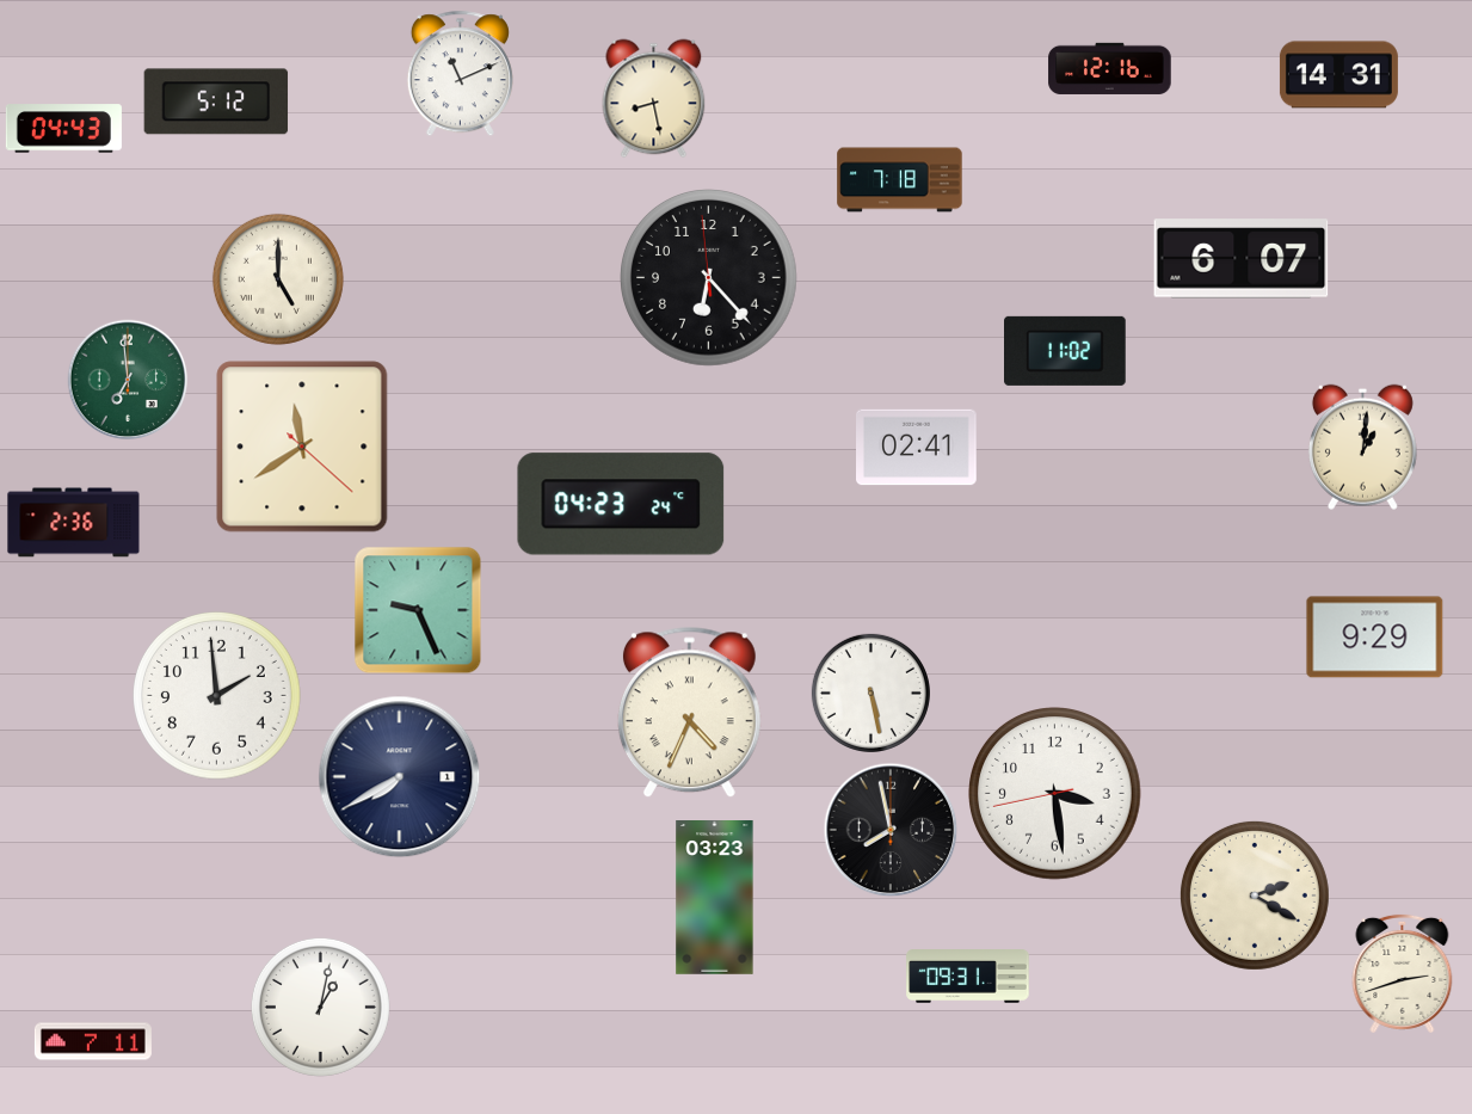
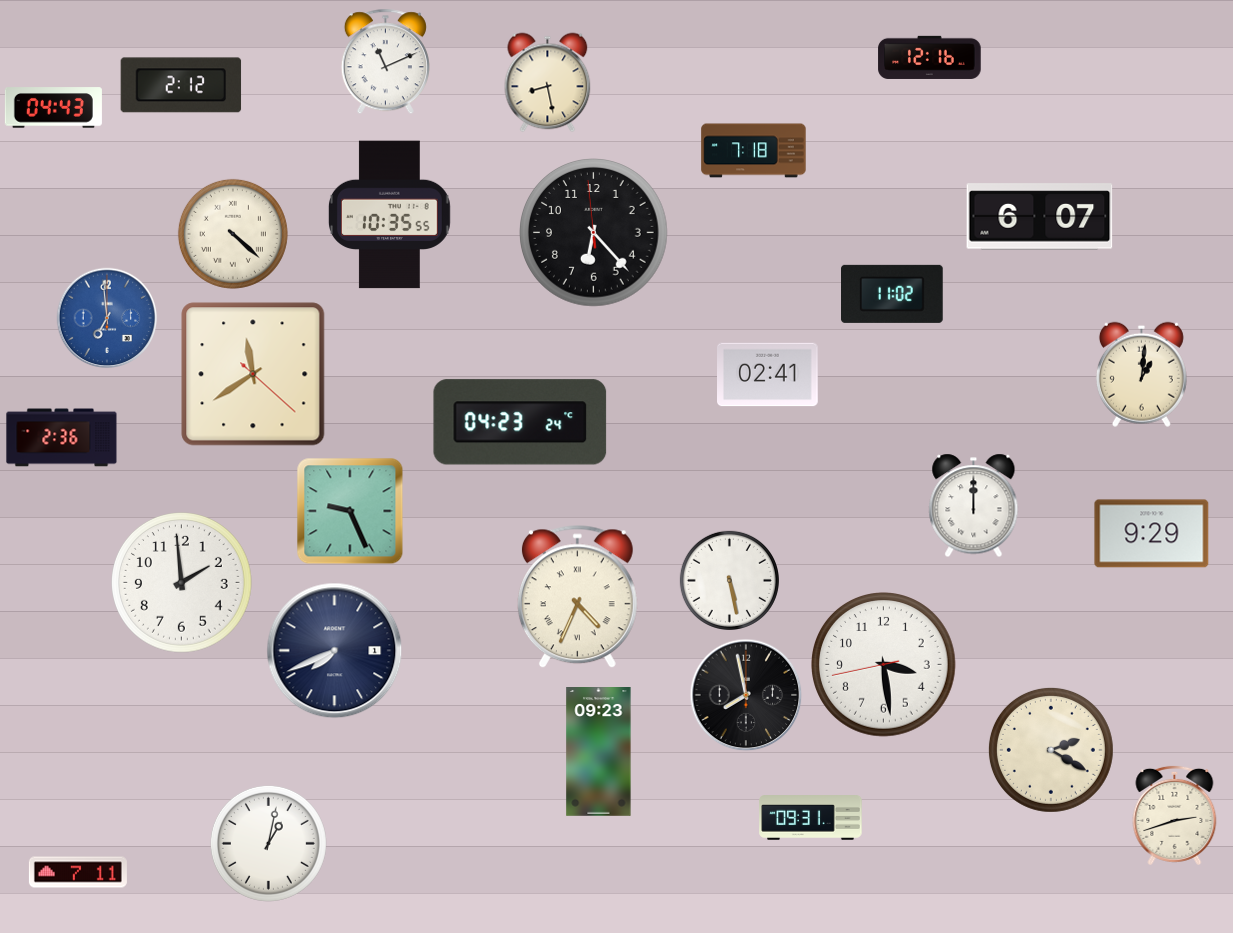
clock at (1338, 75): 14:31 -> none
clock at (216, 101): 5:12 -> 2:12
clock at (389, 215): none -> 10:35
clock at (278, 279): 5:00 -> 4:22
clock at (128, 380) dial: green -> blue
clock at (974, 506): none -> 12:00
clock at (400, 777): 7:40 -> 7:41
clock at (715, 898): 03:23 -> 09:23
